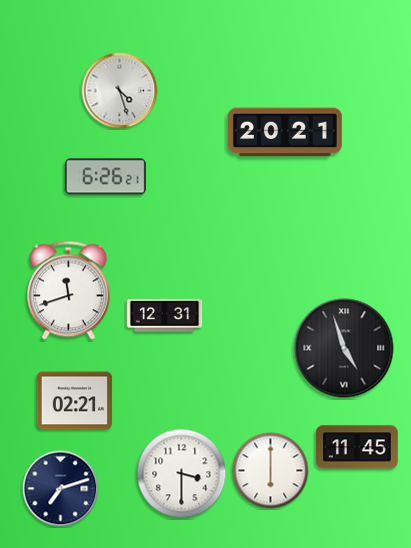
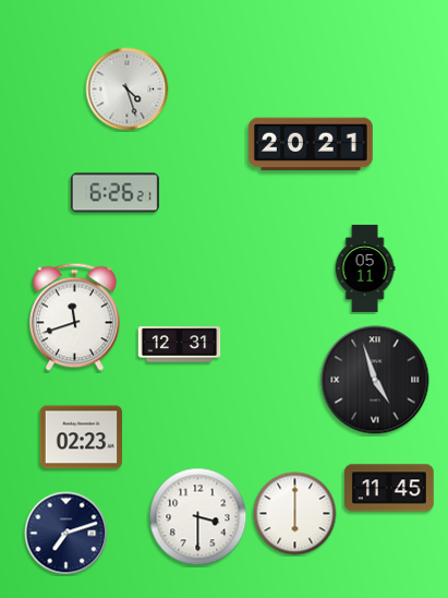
clock at (120, 91) position: (120, 91) -> (128, 89)
clock at (365, 268): none -> 05:11
clock at (75, 401): 02:21 -> 02:23
